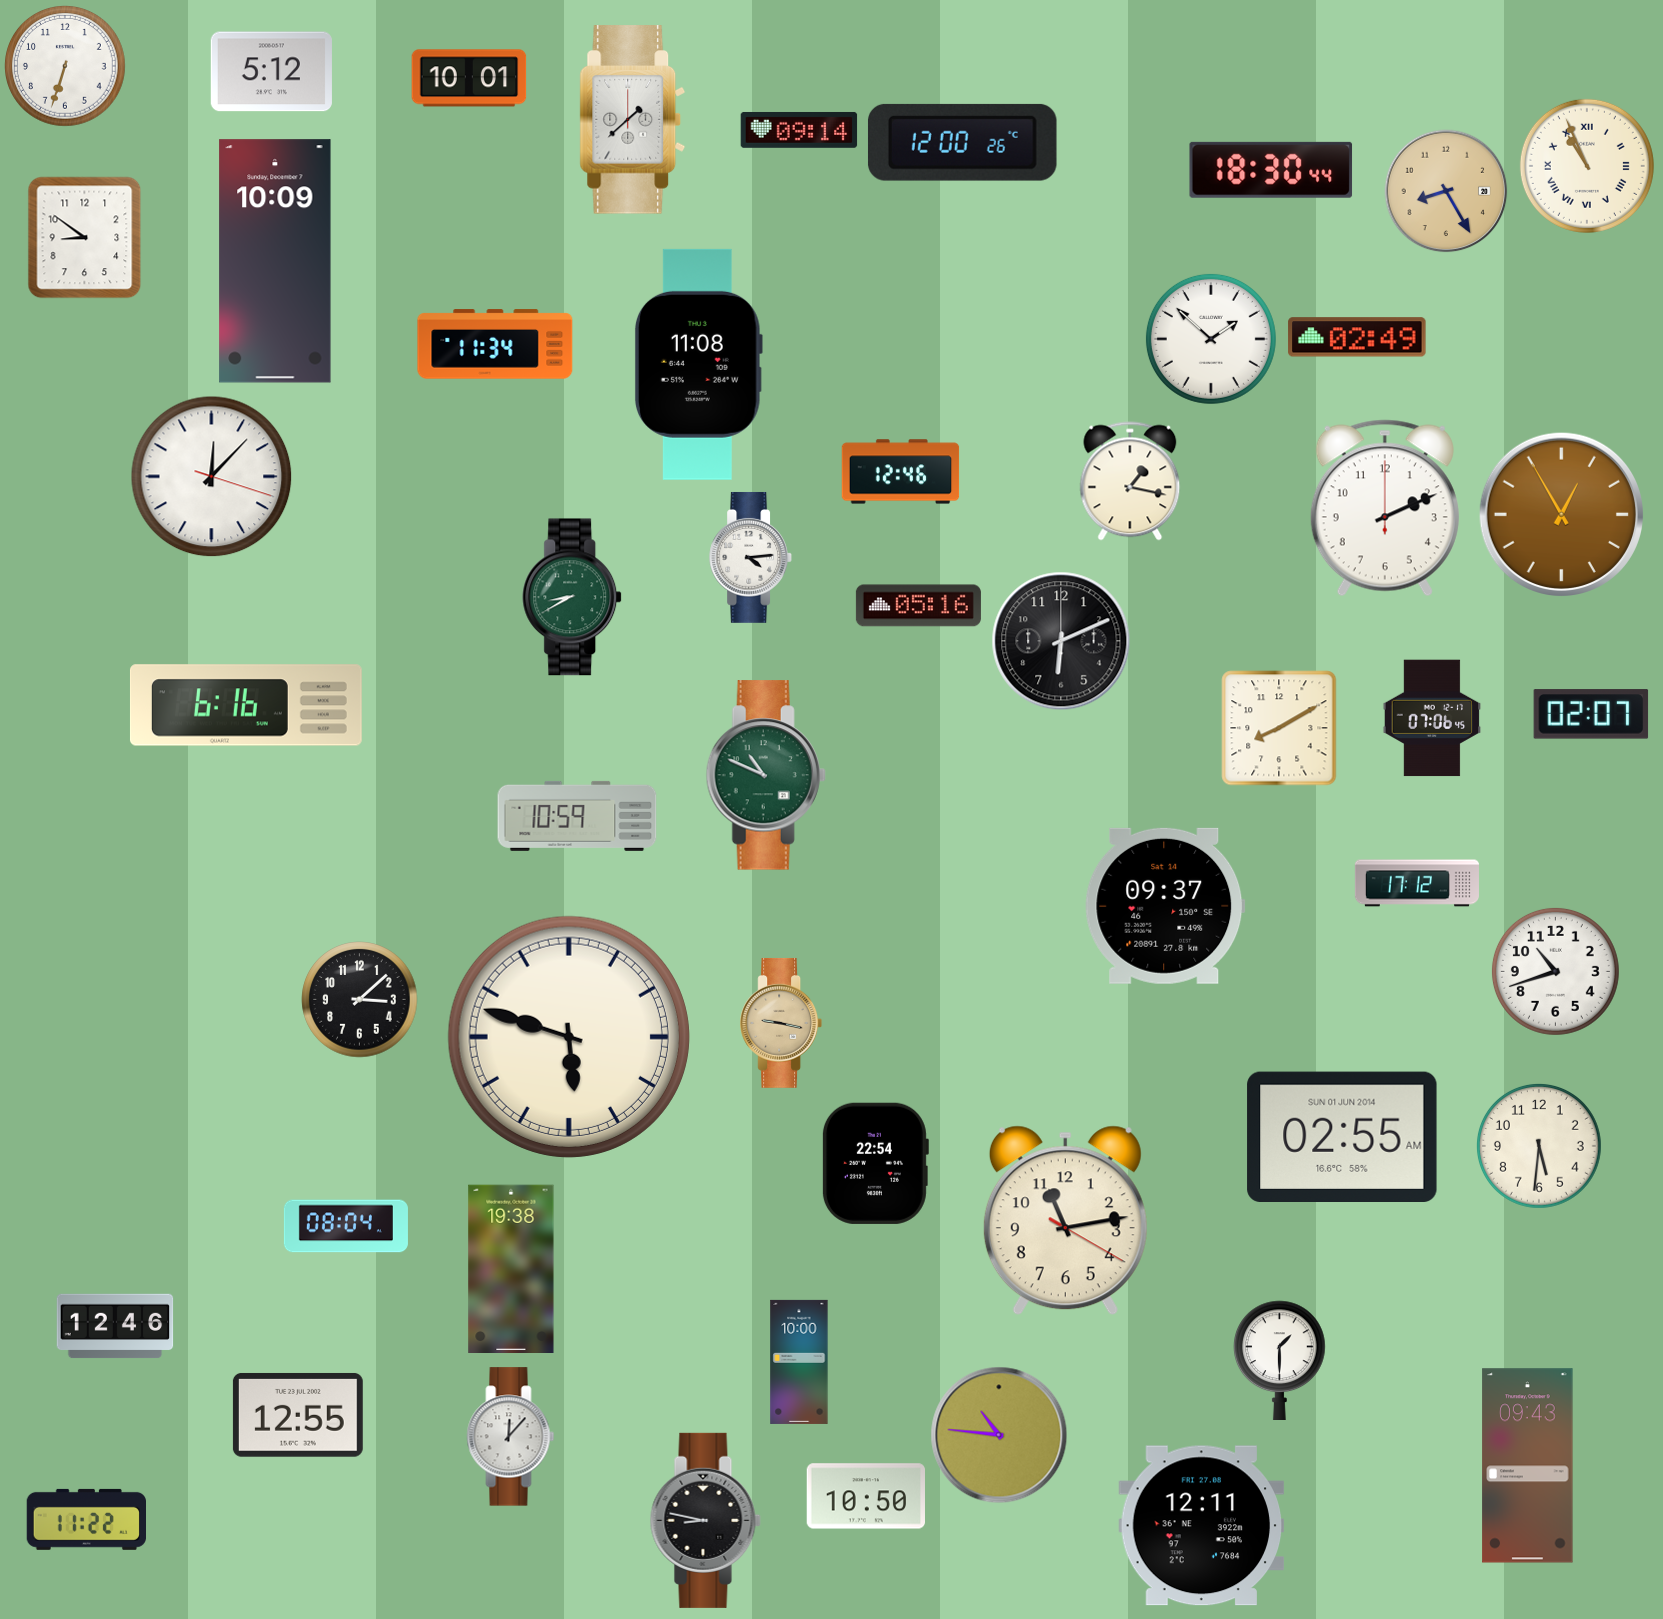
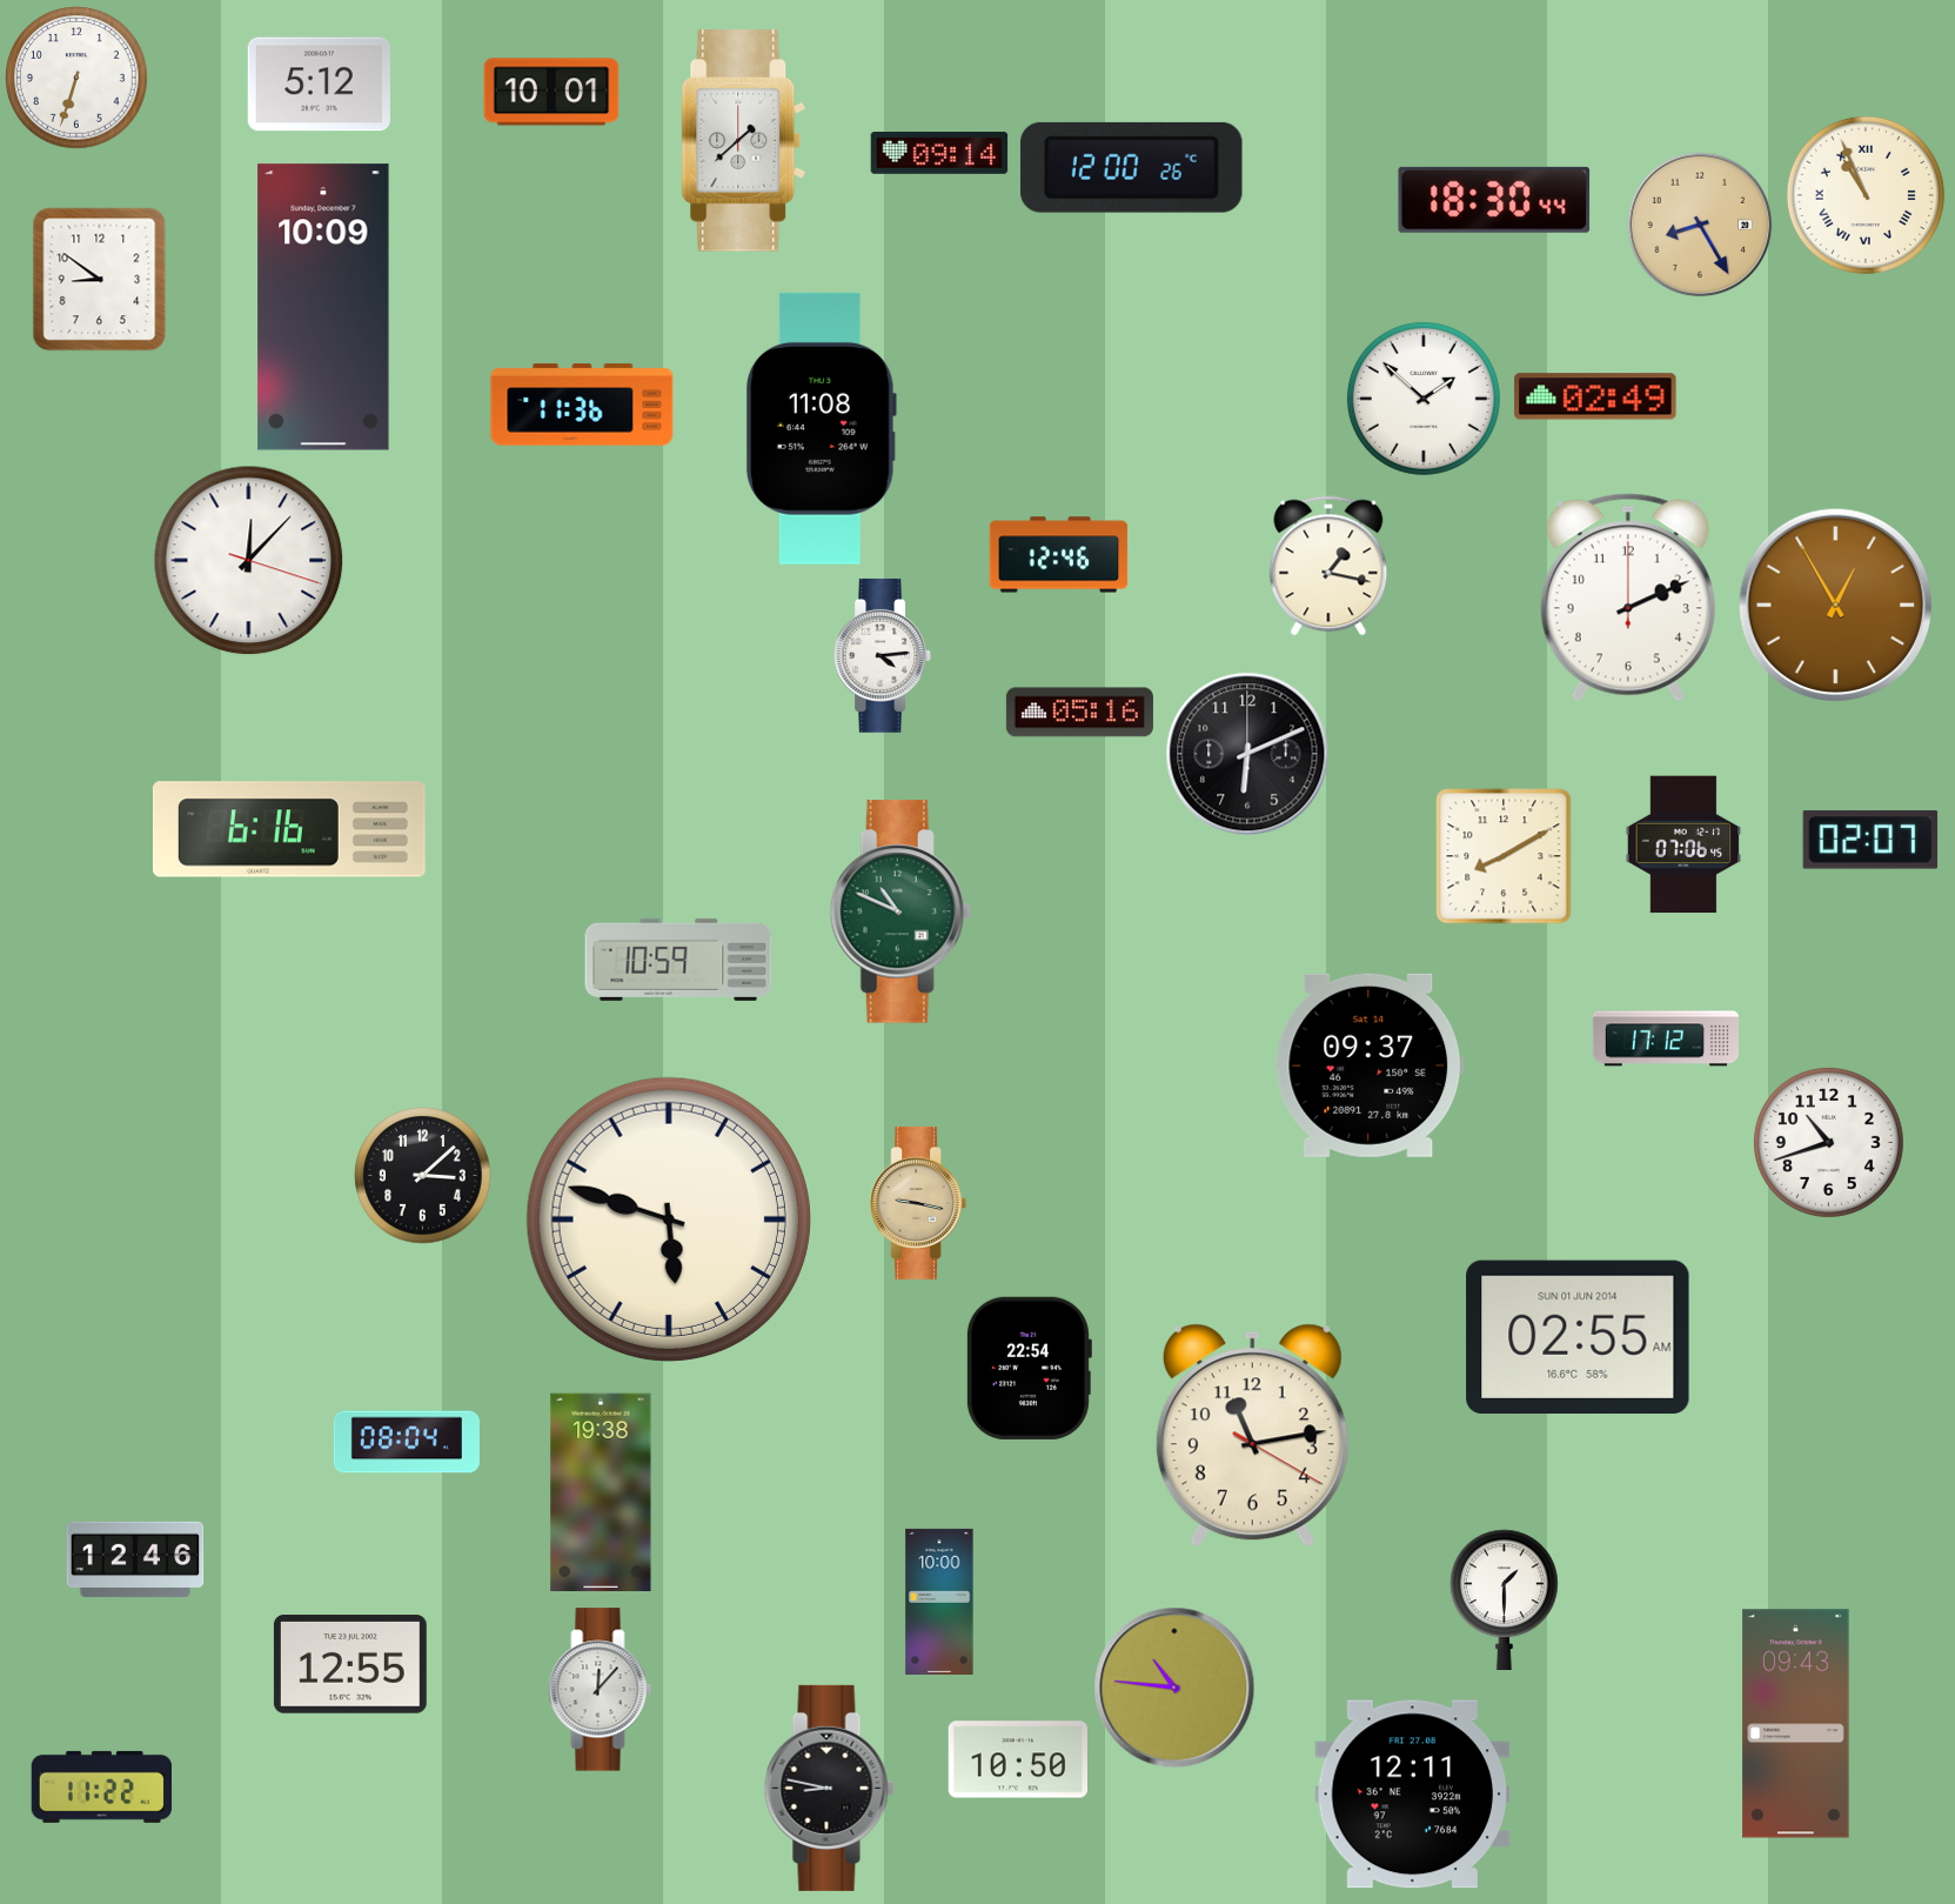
clock at (495, 344): 11:34 -> 11:36
clock at (573, 597): 8:40 -> none
clock at (1539, 1146): 5:31 -> none
